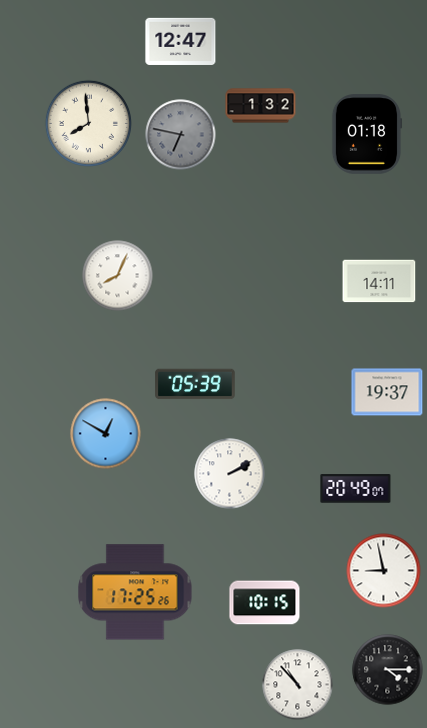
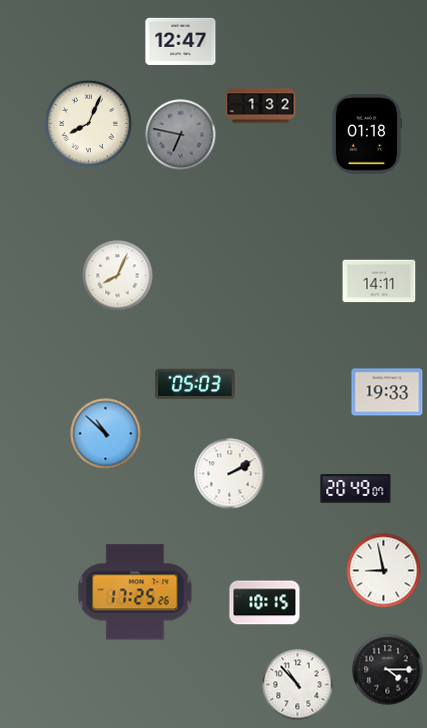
clock at (88, 123): 7:59 -> 8:04
clock at (195, 384): 05:39 -> 05:03
clock at (387, 392): 19:37 -> 19:33
clock at (106, 434): 12:50 -> 10:52
